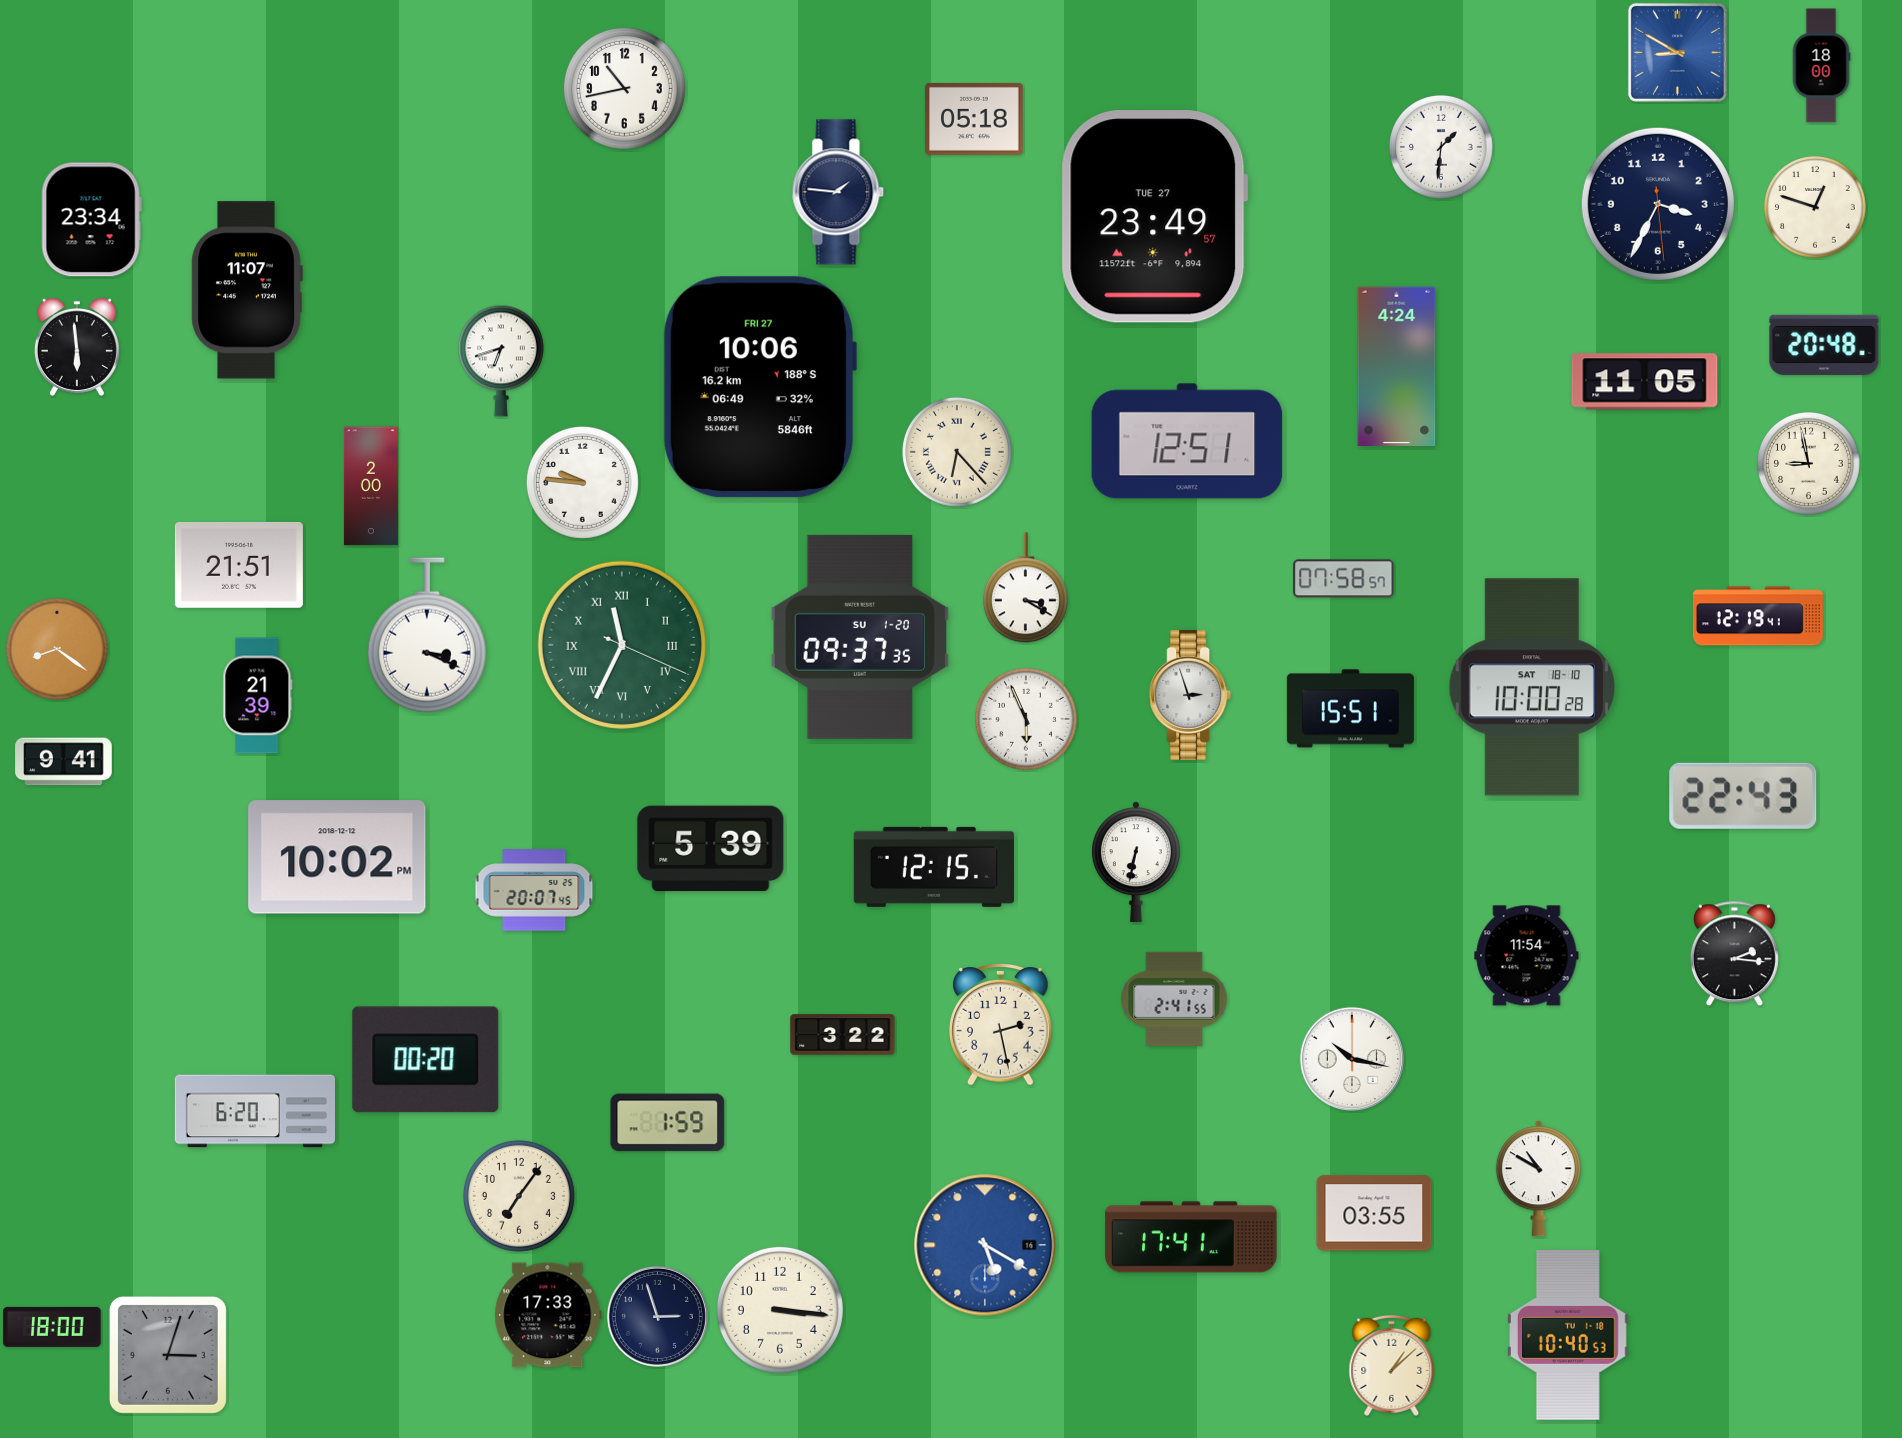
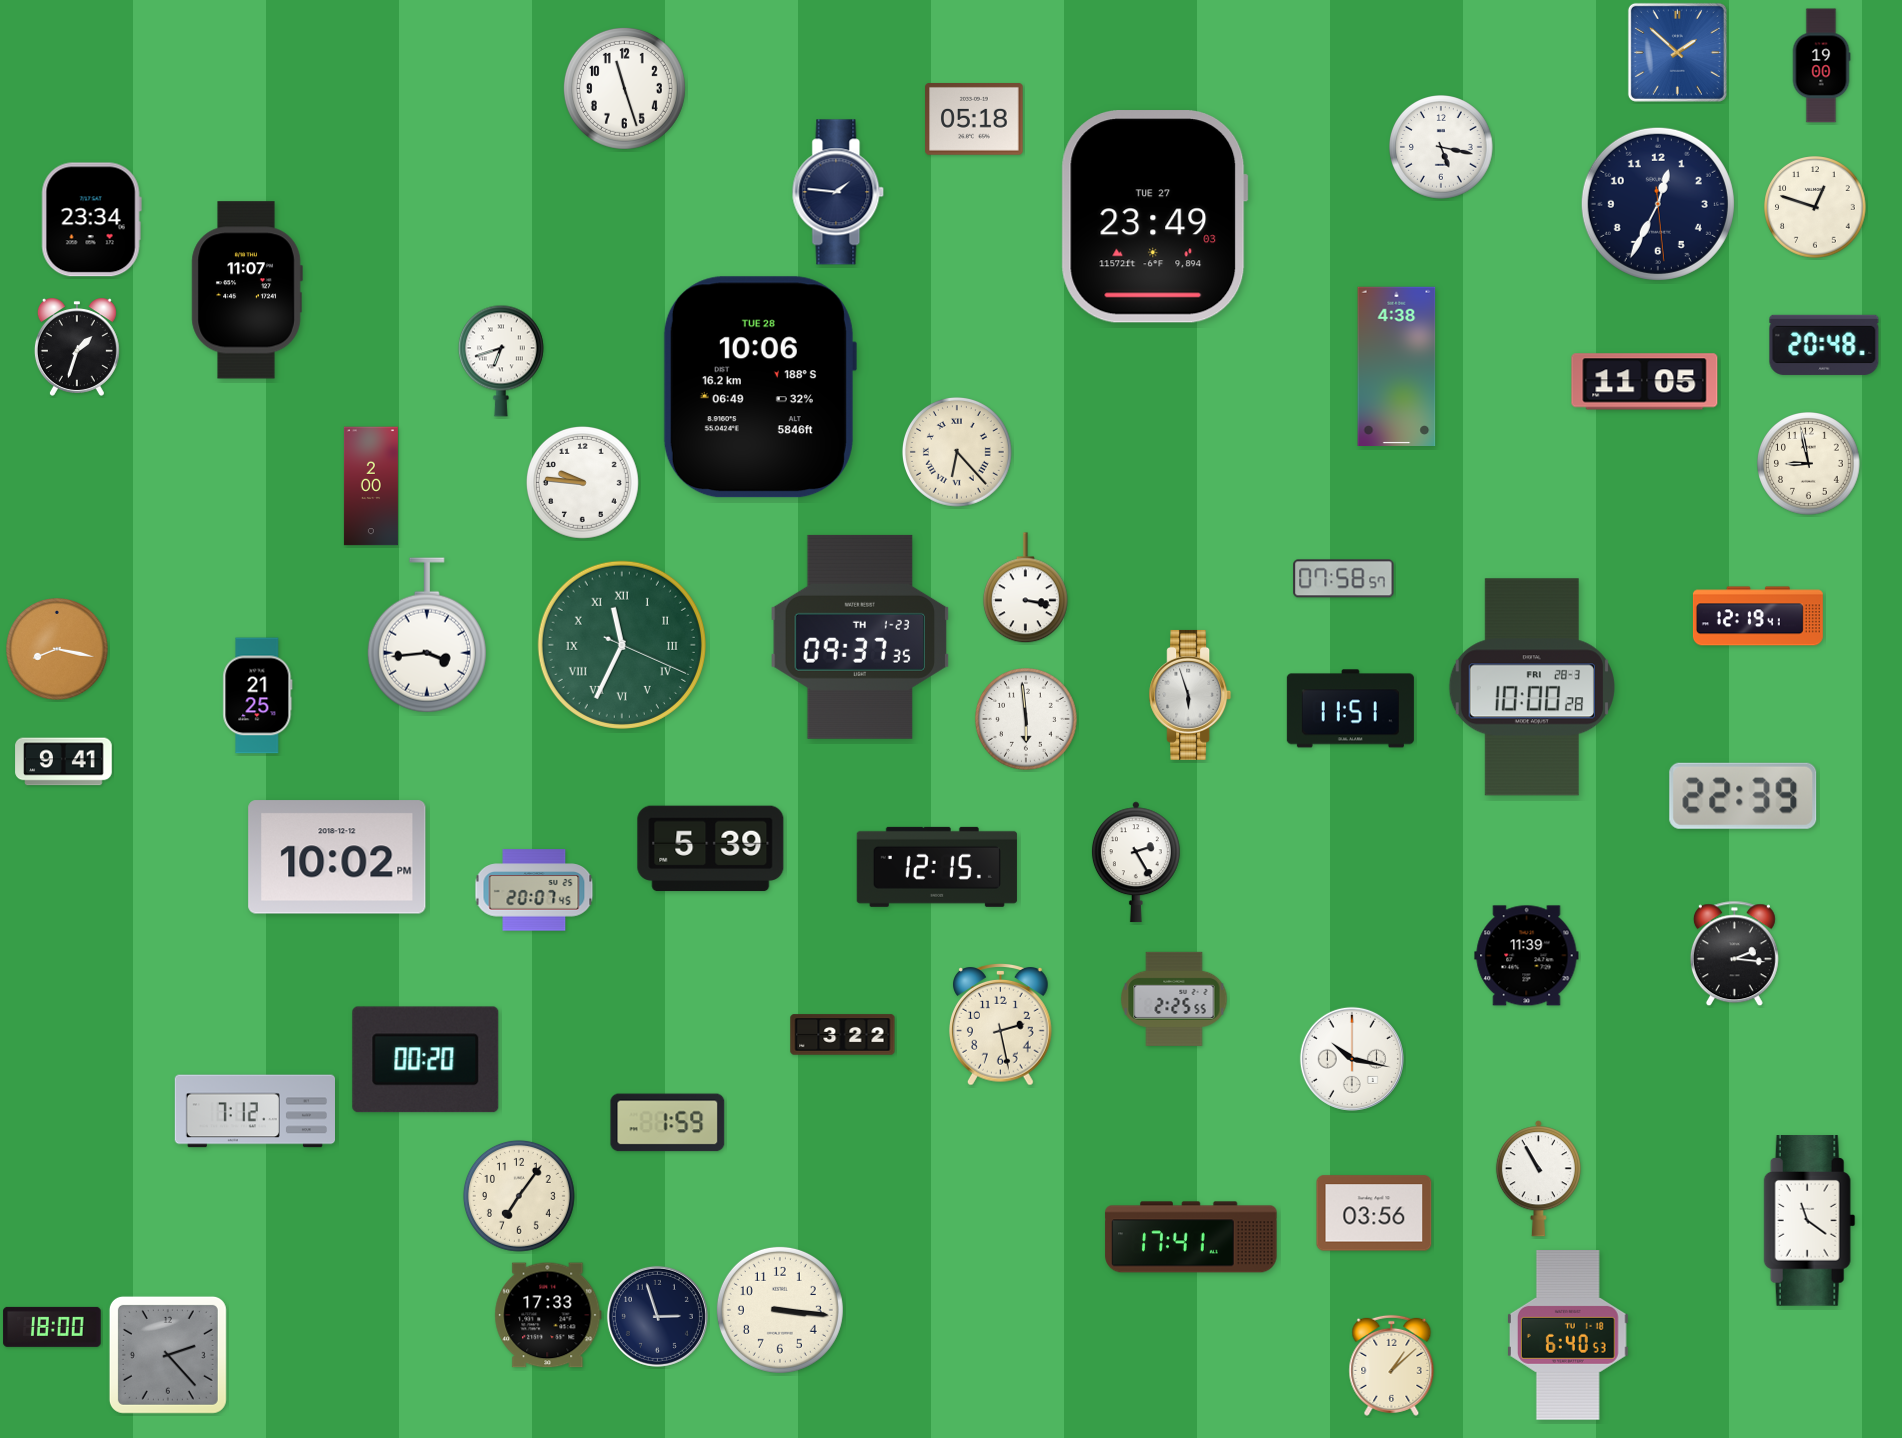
clock at (1677, 52): 8:50 -> 1:52
clock at (1821, 66): 18:00 -> 19:00
clock at (624, 88): 10:43 -> 11:27
clock at (1442, 148): 1:31 -> 5:17
clock at (1658, 204): 3:34 -> 12:34
clock at (1154, 217): 23:49:57 -> 23:49:03
clock at (77, 347): 5:59 -> 1:33
clock at (1397, 366): 4:24 -> 4:38
clock at (759, 387) date: FRI 27 -> TUE 28
clock at (1187, 441): 12:51 -> none
clock at (239, 565): 21:51 -> none
clock at (1025, 588): 3:20 -> 3:17
clock at (427, 635): 3:19 -> 3:44
clock at (860, 637) date: SU 1-20 -> TH 1-23
clock at (57, 649): 8:21 -> 8:17
clock at (1532, 687) date: SAT 18-10 -> FRI 28-3
clock at (1190, 695): 2:57 -> 5:57
clock at (258, 696): 21:39 -> 21:25
clock at (1350, 709): 15:51 -> 11:51
clock at (1026, 719): 5:56 -> 5:59
clock at (1743, 796): 22:43 -> 22:39
clock at (1136, 862): 6:32 -> 2:25
clock at (934, 867) position: (934, 867) -> (937, 867)
clock at (1527, 956): 11:54 -> 11:39
clock at (1174, 999): 2:41 -> 2:25
clock at (254, 1111): 6:20 -> 7:12
clock at (1538, 1179): 10:50 -> 10:55
clock at (1374, 1213): 03:55 -> 03:56
clock at (1810, 1221): none -> 11:21
clock at (985, 1245): 5:20 -> none
clock at (1568, 1336): 10:40 -> 6:40
clock at (168, 1355): 3:03 -> 2:23
